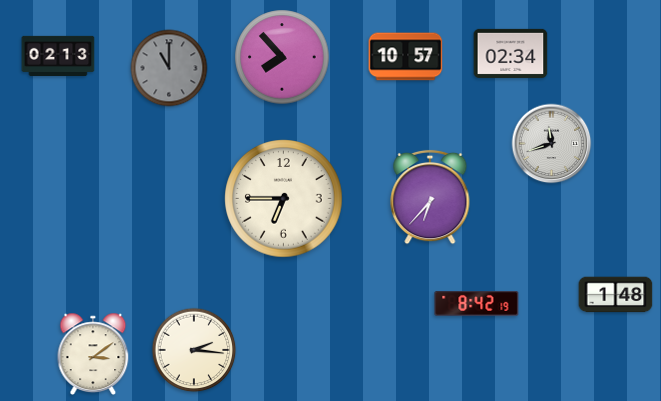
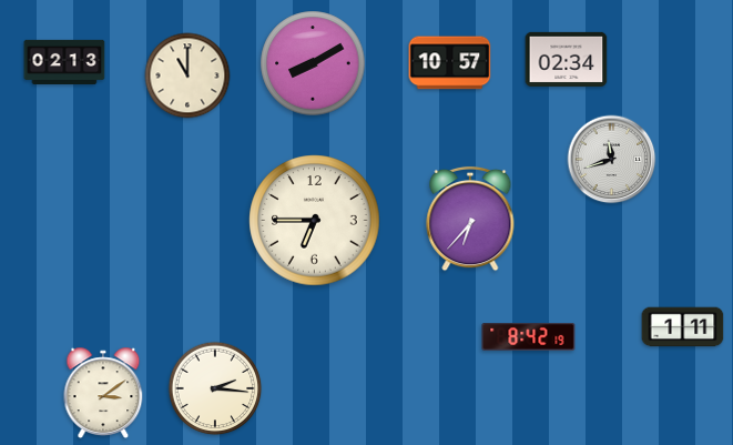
clock at (282, 57): 7:53 -> 8:10
clock at (169, 68) dial: grey -> cream
clock at (430, 197) position: (430, 197) -> (470, 219)
clock at (616, 295): 1:48 -> 1:11
